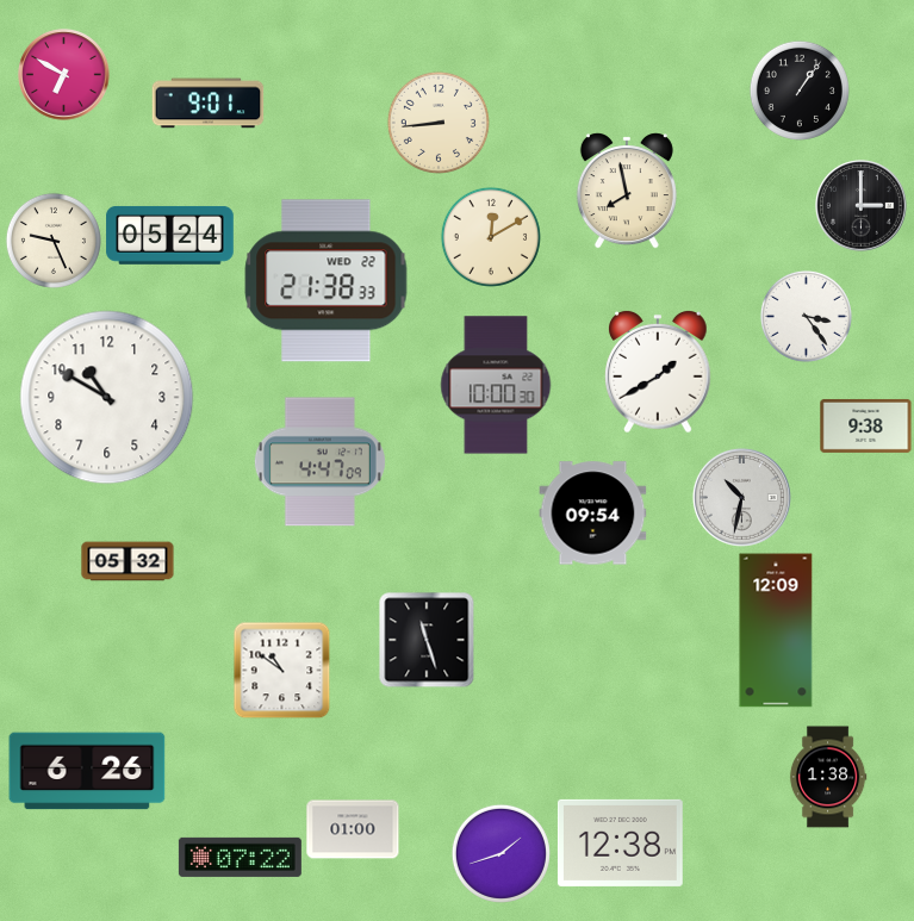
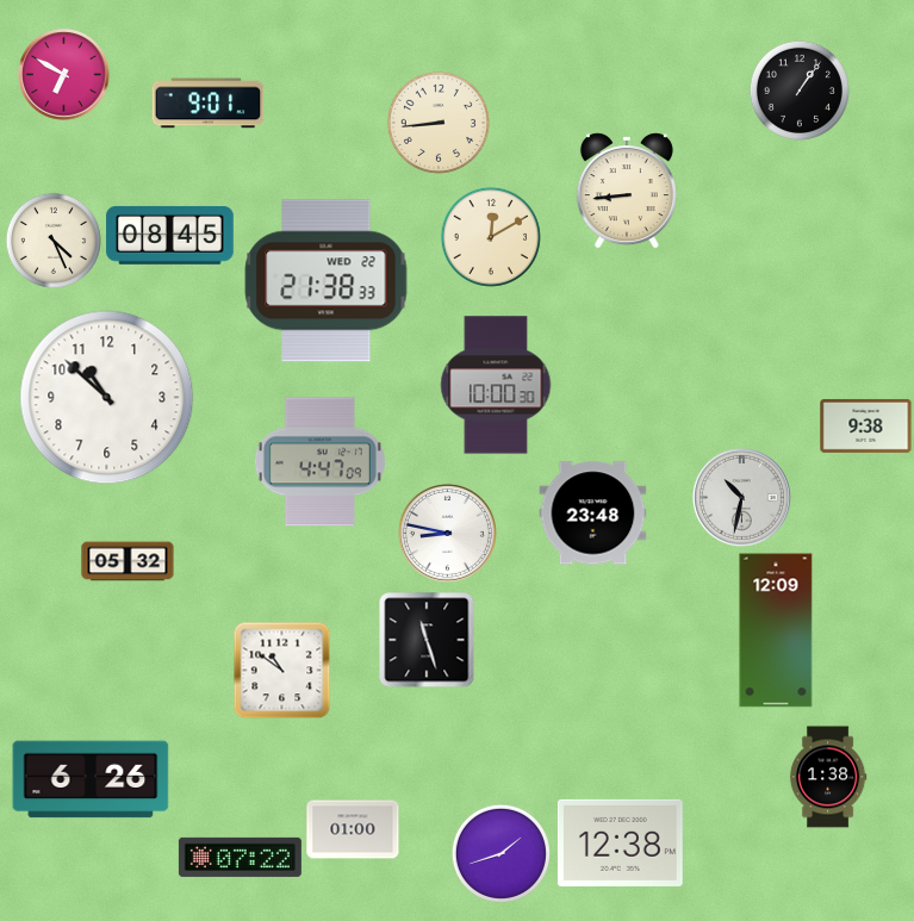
clock at (627, 191): 7:58 -> 8:44
clock at (862, 206): 3:00 -> none
clock at (170, 235): 05:24 -> 08:45
clock at (54, 241): 9:26 -> 4:26
clock at (806, 316): 3:24 -> none
clock at (658, 373): 1:40 -> none
clock at (107, 398): 10:50 -> 10:52
clock at (593, 514): 09:54 -> 23:48
clock at (447, 533): none -> 8:47
clock at (87, 771) position: (87, 771) -> (91, 779)
